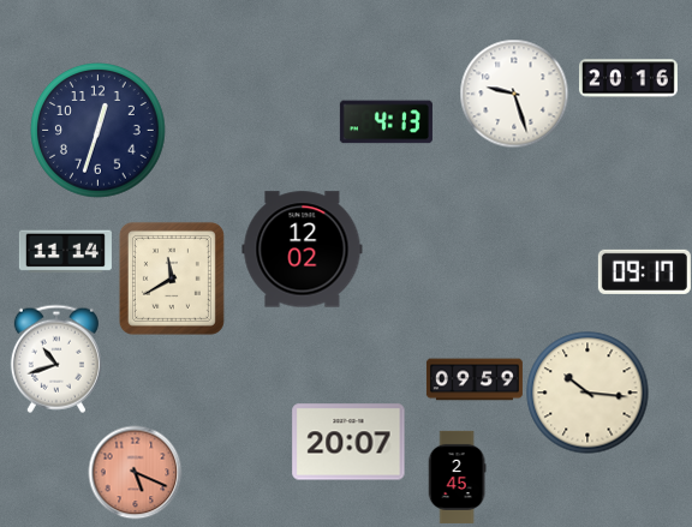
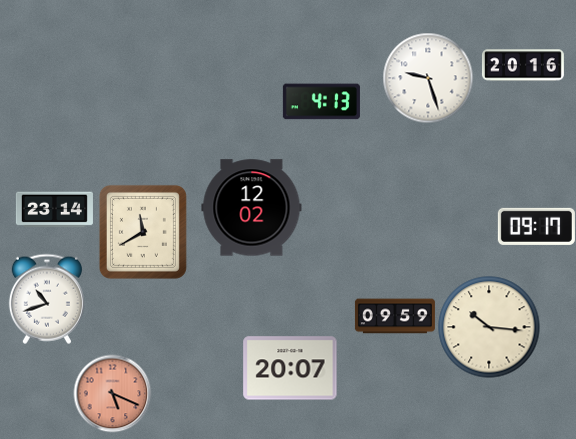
clock at (99, 131): 12:33 -> none
clock at (65, 252): 11:14 -> 23:14
clock at (457, 477): 2:45 -> none
